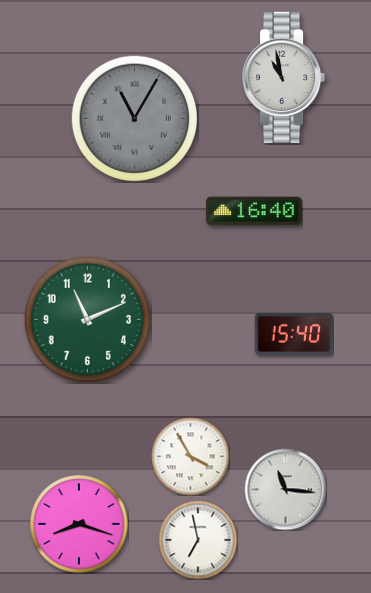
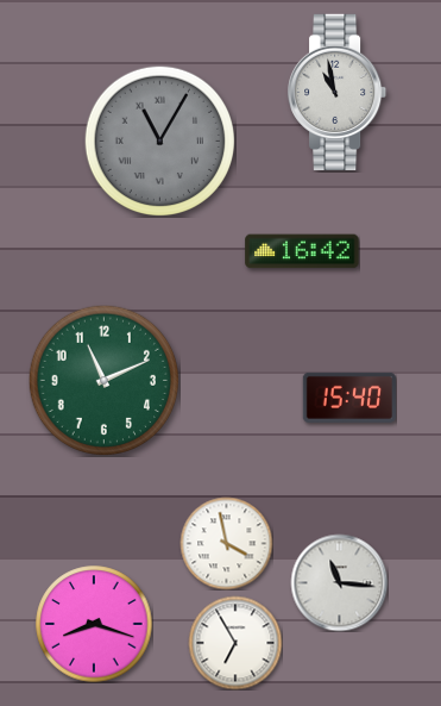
clock at (254, 211): 16:40 -> 16:42
clock at (190, 456): 3:55 -> 3:58
clock at (198, 540): 6:58 -> 6:55
